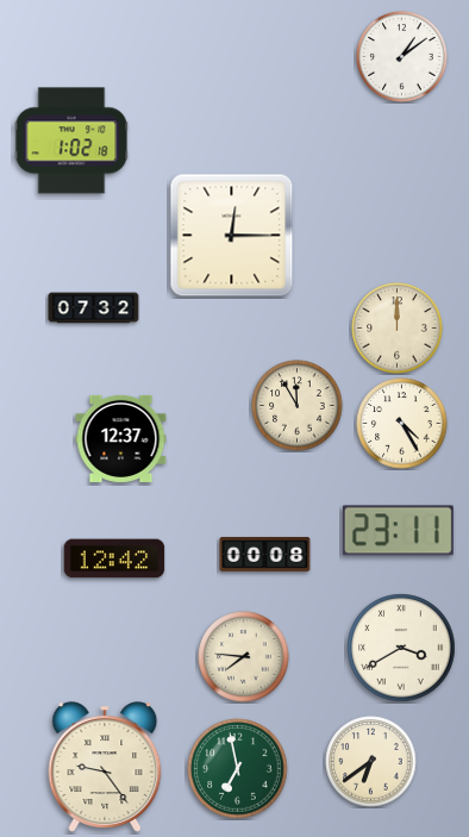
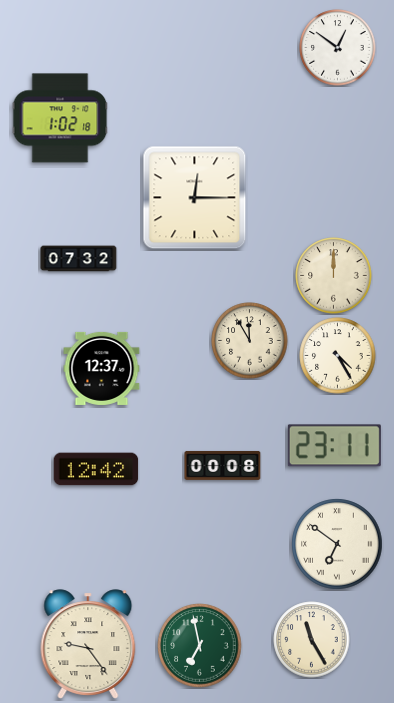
clock at (402, 57): 1:09 -> 12:51
clock at (401, 648): 3:40 -> 6:51
clock at (244, 657): 7:46 -> none
clock at (371, 762): 6:39 -> 11:25
